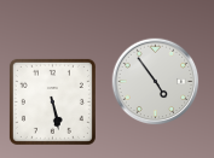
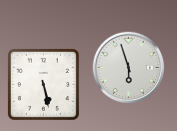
clock at (156, 82): 4:54 -> 5:57
